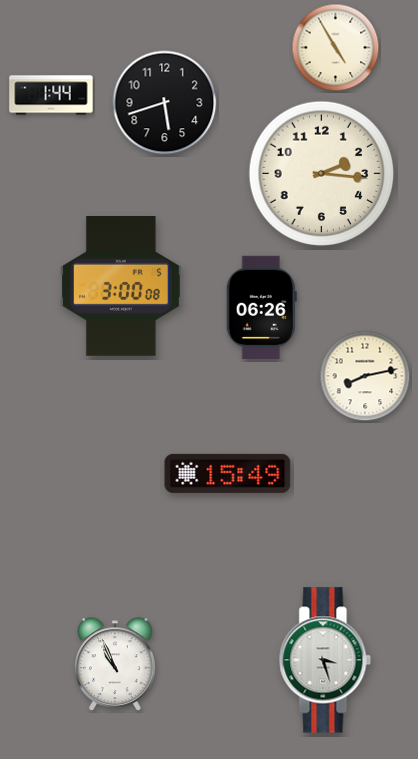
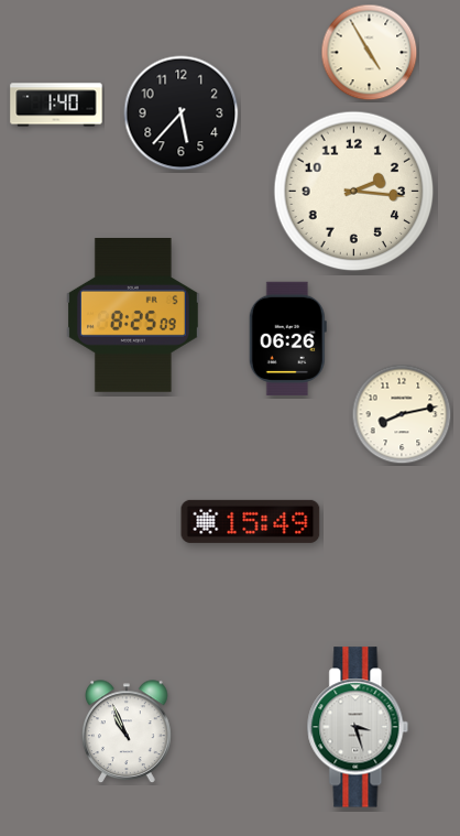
clock at (51, 95): 1:44 -> 1:40
clock at (165, 103): 5:42 -> 5:37
clock at (121, 287): 3:00 -> 8:25
